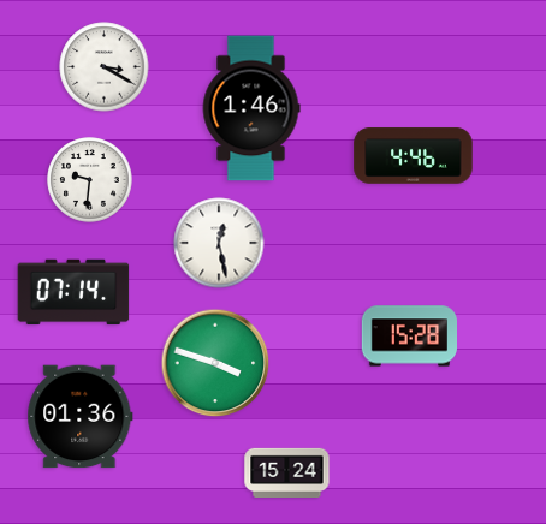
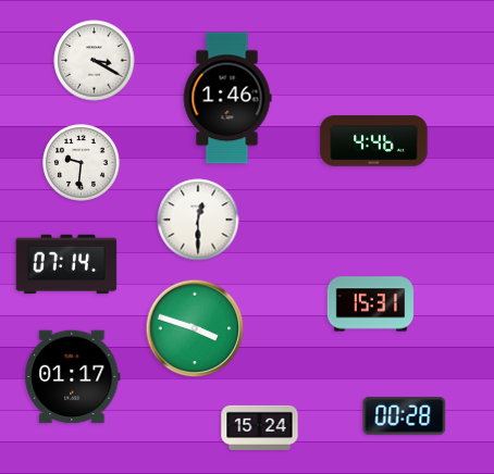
clock at (219, 243): 12:28 -> 12:30
clock at (410, 337): 15:28 -> 15:31
clock at (81, 417): 01:36 -> 01:17
clock at (405, 416): none -> 00:28
